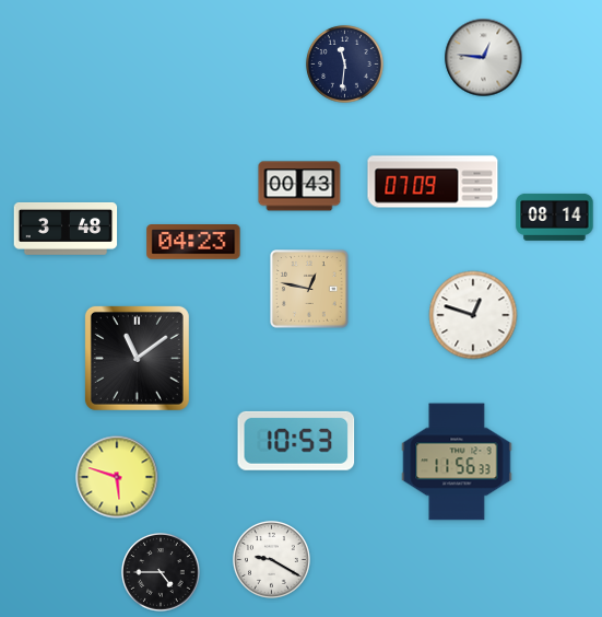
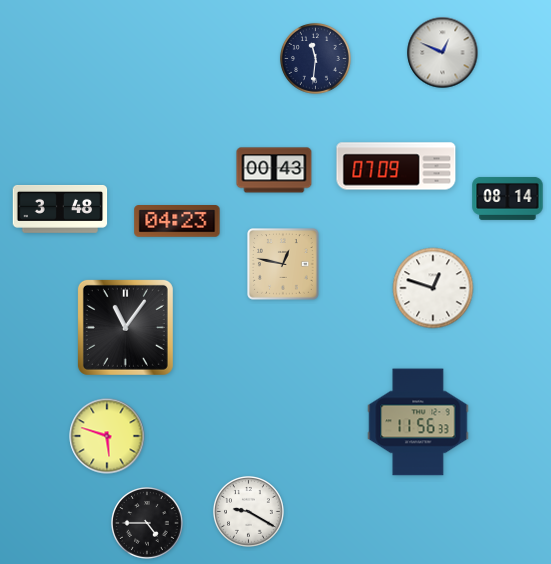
clock at (484, 58): 12:46 -> 12:49
clock at (137, 358): 11:09 -> 11:06
clock at (296, 441): 10:53 -> none
